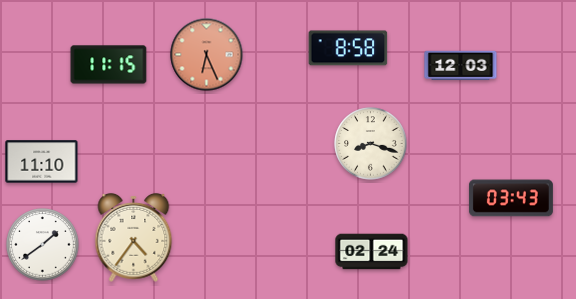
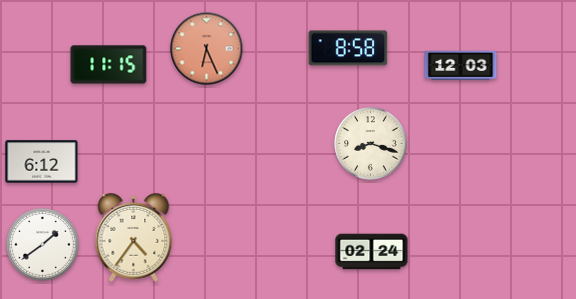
clock at (207, 55) position: (207, 55) -> (207, 49)
clock at (42, 162): 11:10 -> 6:12
clock at (511, 198): 03:43 -> none
